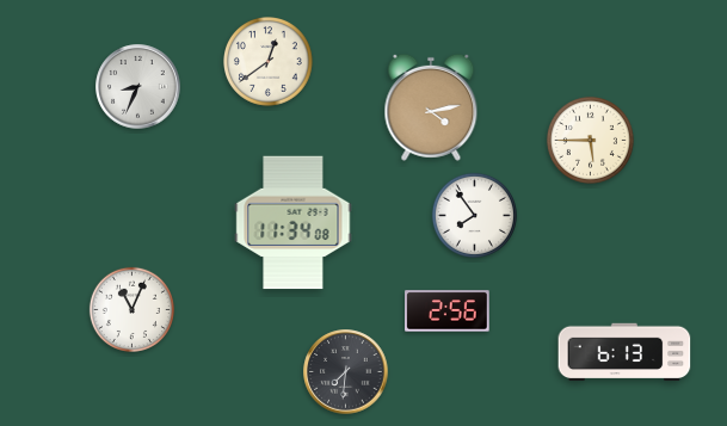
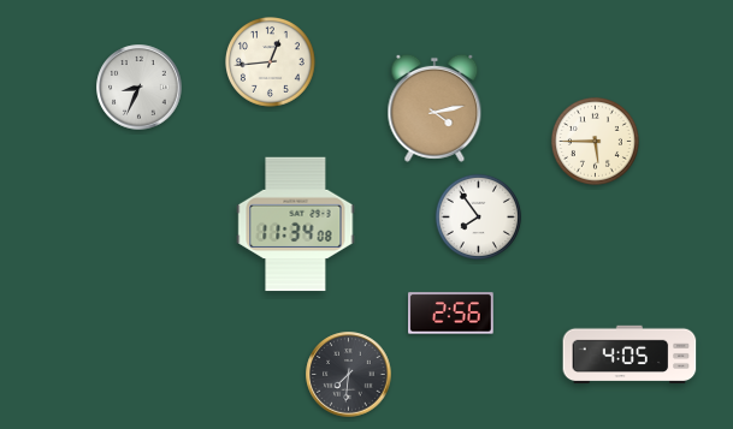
clock at (269, 62): 12:39 -> 12:44
clock at (131, 309): 11:04 -> none
clock at (624, 352): 6:13 -> 4:05
